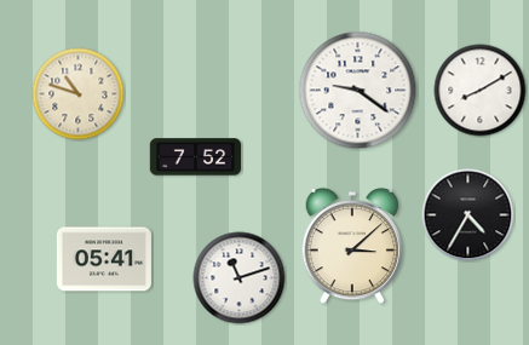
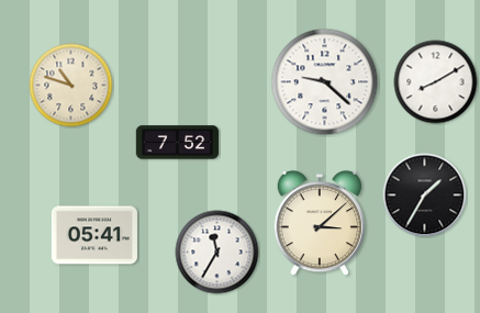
clock at (358, 91): 9:21 -> 9:22
clock at (468, 215): 4:35 -> 1:35
clock at (240, 278): 11:12 -> 11:35
